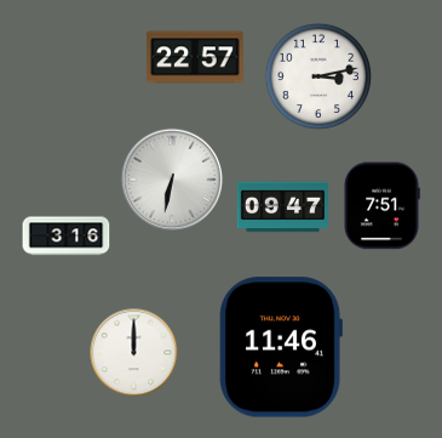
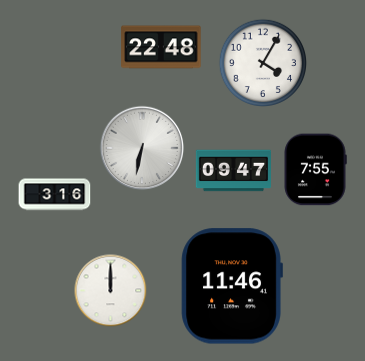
clock at (195, 57): 22:57 -> 22:48
clock at (317, 75): 3:13 -> 4:05
clock at (381, 206): 7:51 -> 7:55
